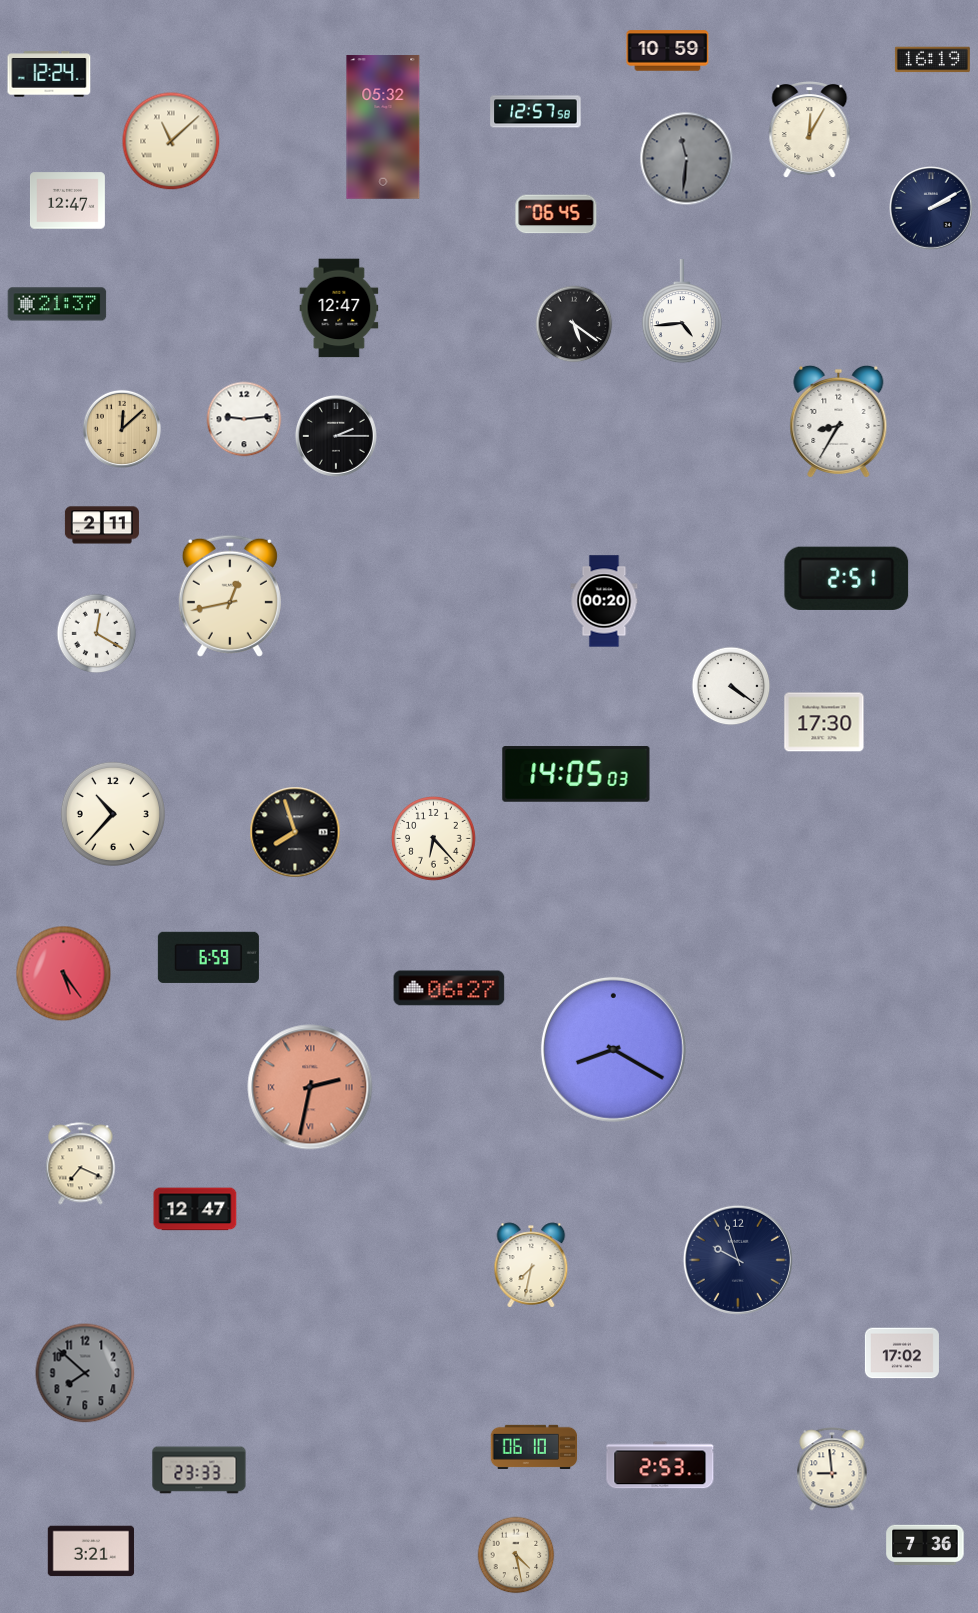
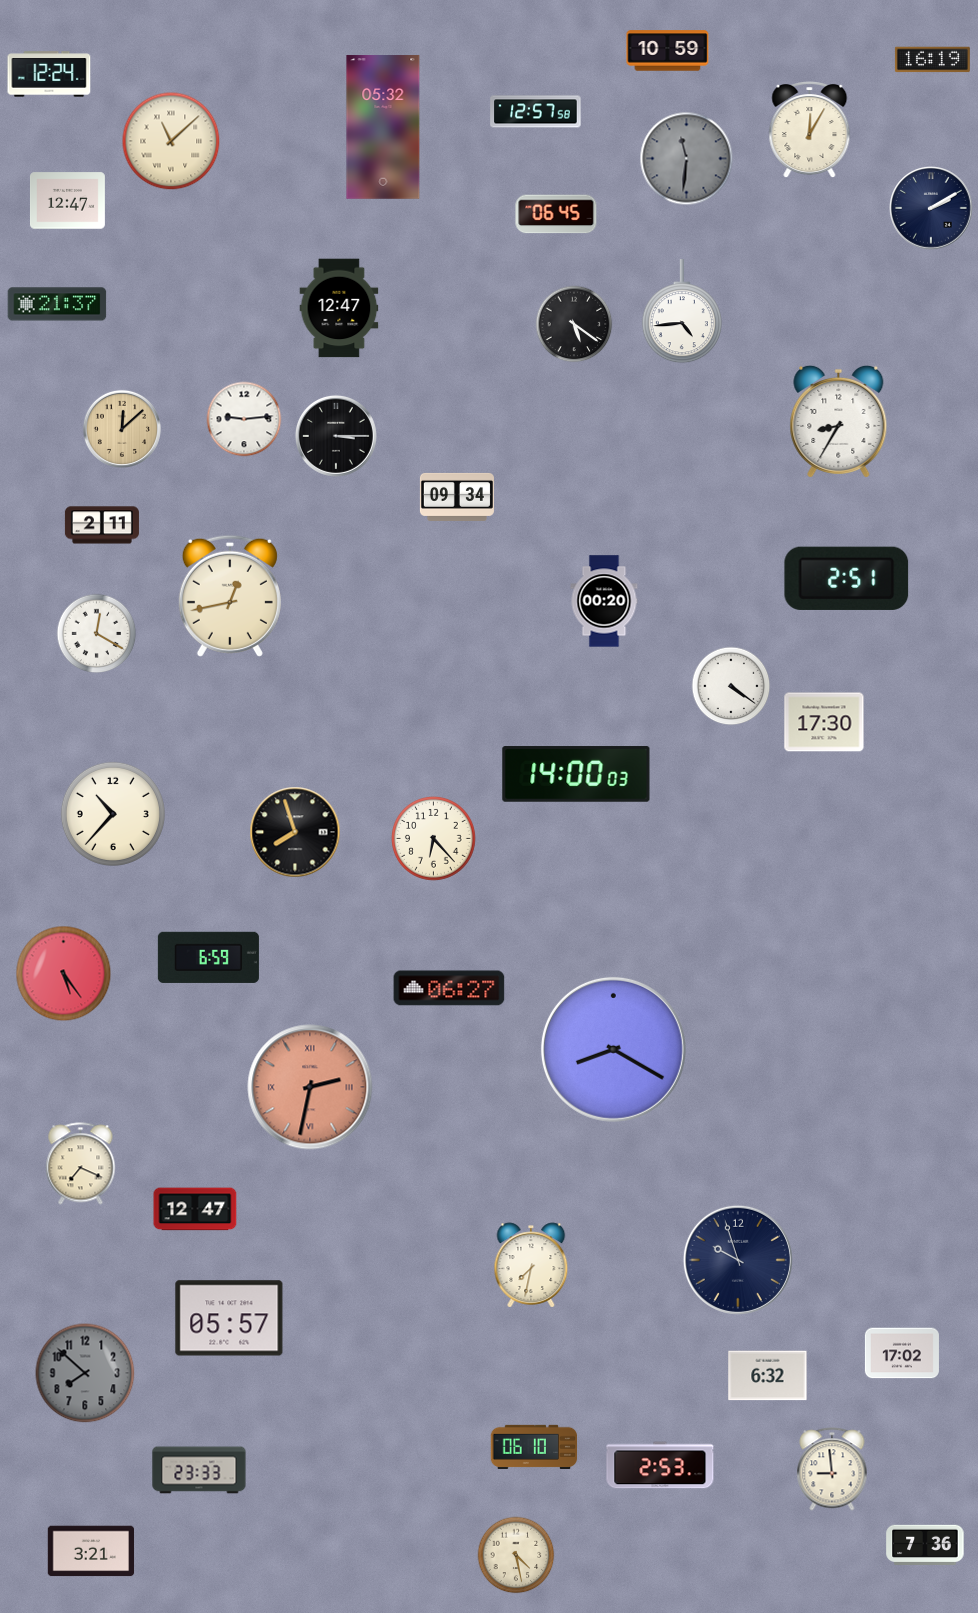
clock at (336, 436): 2:15 -> 3:15
clock at (457, 497): none -> 09:34
clock at (576, 774): 14:05 -> 14:00
clock at (229, 1318): none -> 05:57
clock at (768, 1376): none -> 6:32
